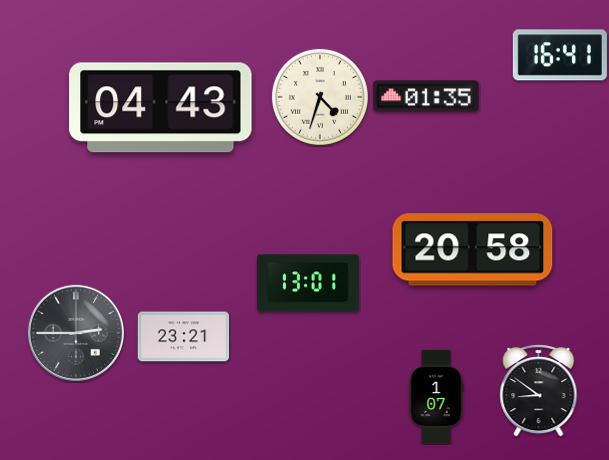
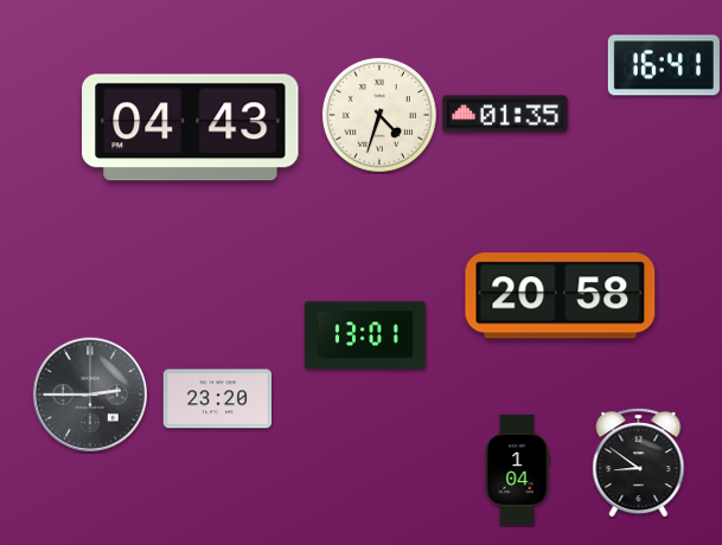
clock at (184, 337): 23:21 -> 23:20
clock at (436, 396): 1:07 -> 1:04
